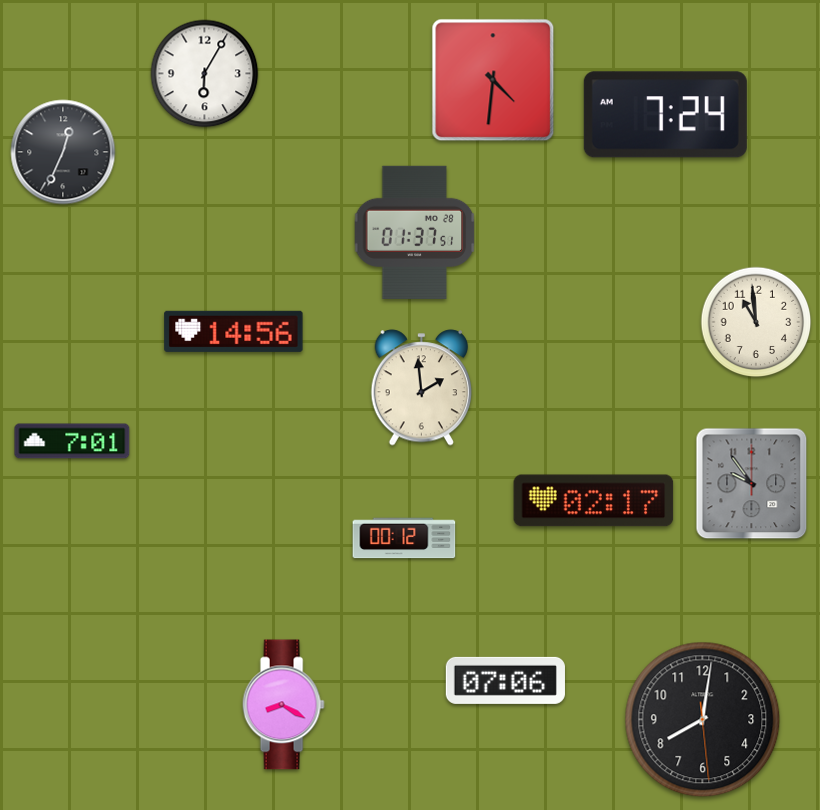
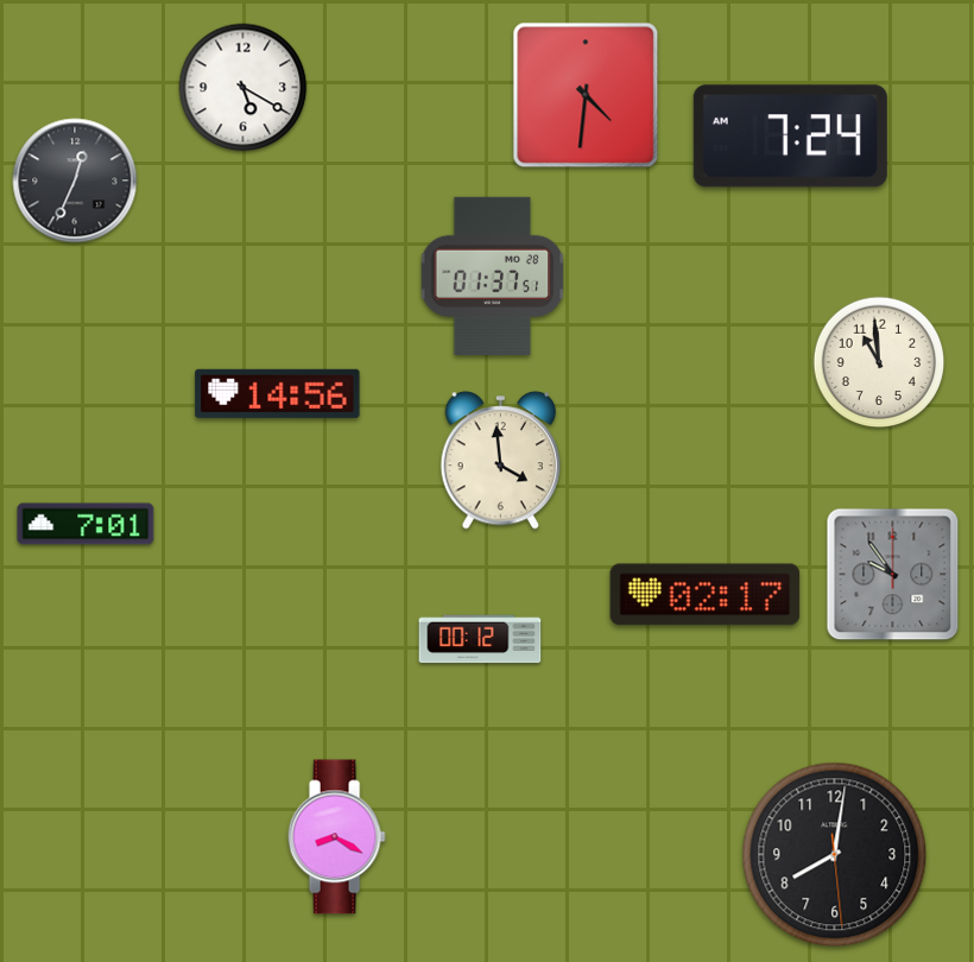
clock at (205, 74): 6:05 -> 5:20
clock at (756, 322) position: (756, 322) -> (879, 362)
clock at (421, 388): 1:59 -> 3:59
clock at (505, 680): 07:06 -> none
